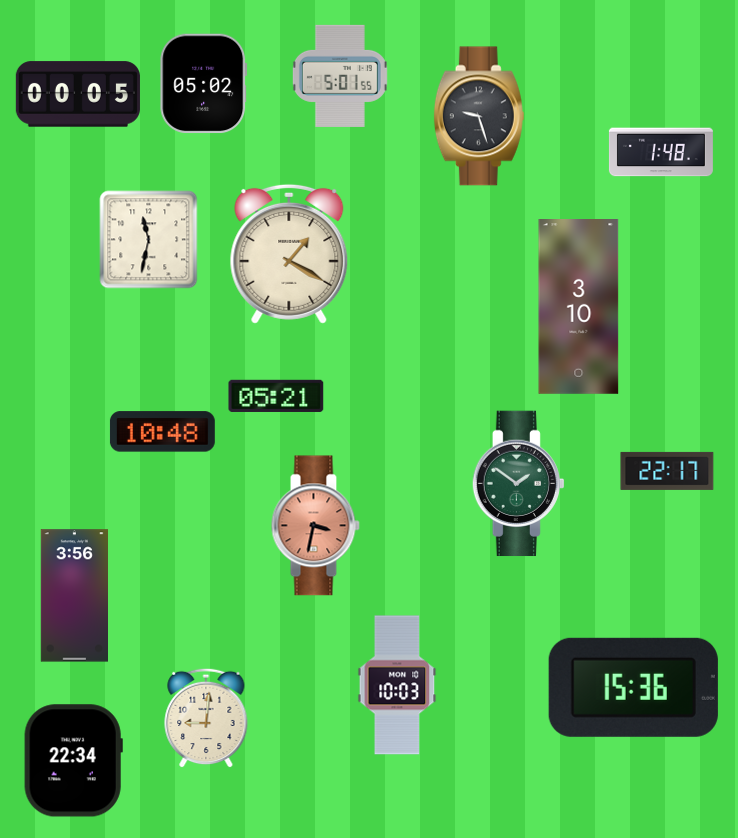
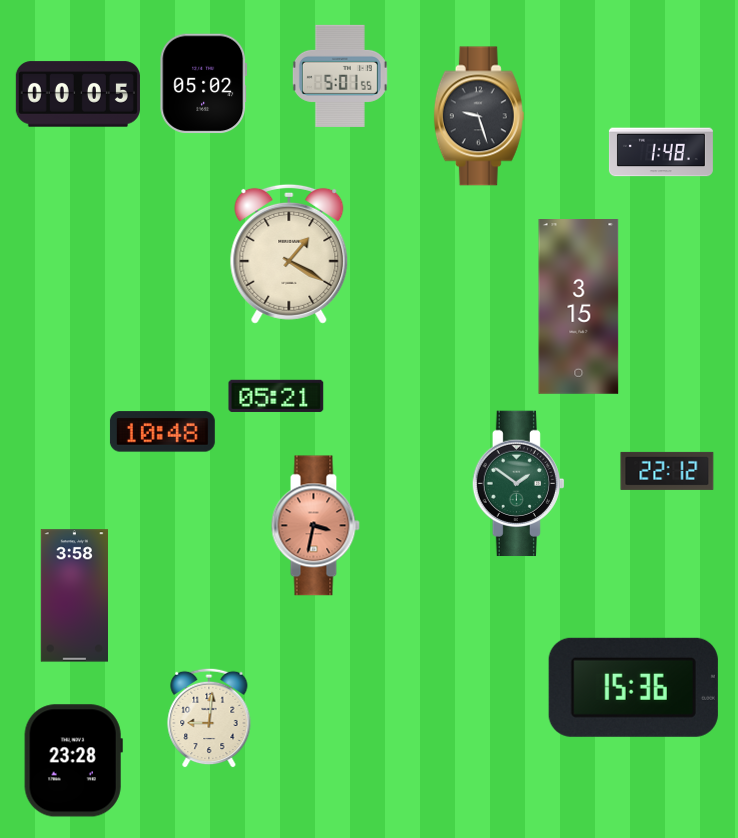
clock at (149, 240): 11:32 -> none
clock at (579, 307): 3:10 -> 3:15
clock at (667, 471): 22:17 -> 22:12
clock at (74, 596): 3:56 -> 3:58
clock at (397, 685): 10:03 -> none
clock at (206, 718) position: (206, 718) -> (209, 718)
clock at (73, 761): 22:34 -> 23:28
